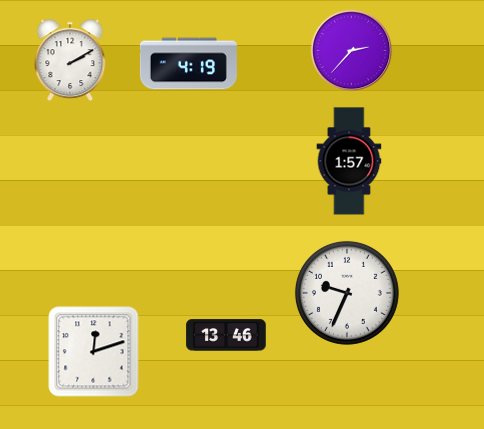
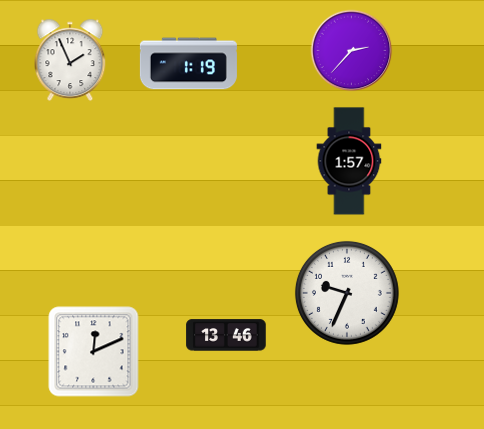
clock at (70, 60): 2:10 -> 1:56
clock at (188, 64): 4:19 -> 1:19
clock at (94, 352): 12:12 -> 12:11
